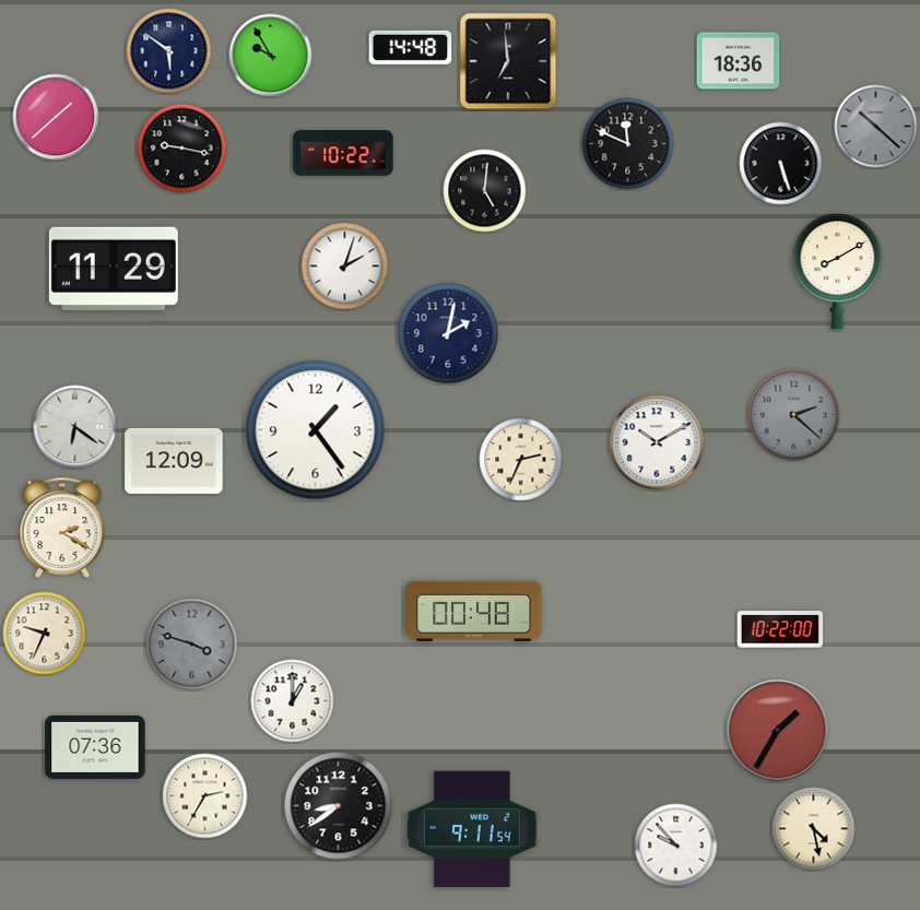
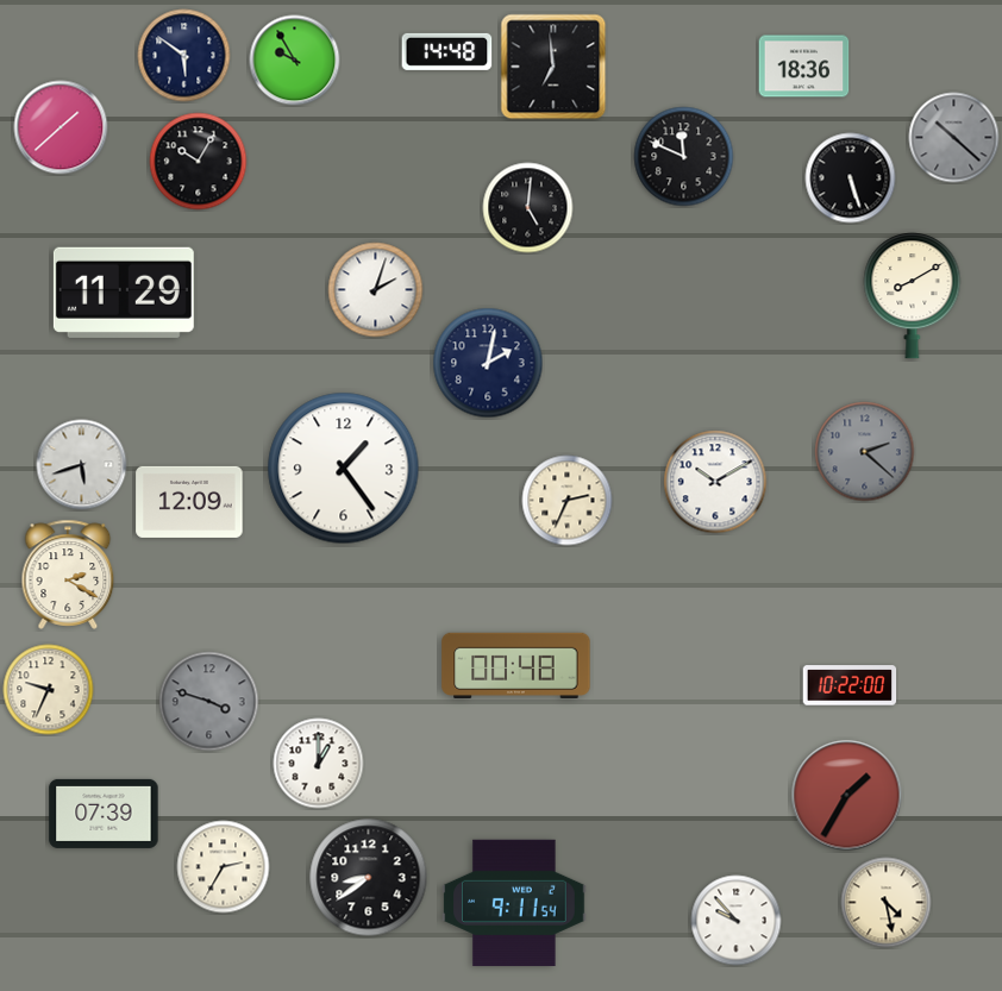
clock at (182, 149): 9:17 -> 10:05
clock at (343, 153): 10:22 -> none
clock at (75, 427): 6:21 -> 5:42
clock at (95, 747): 07:36 -> 07:39
